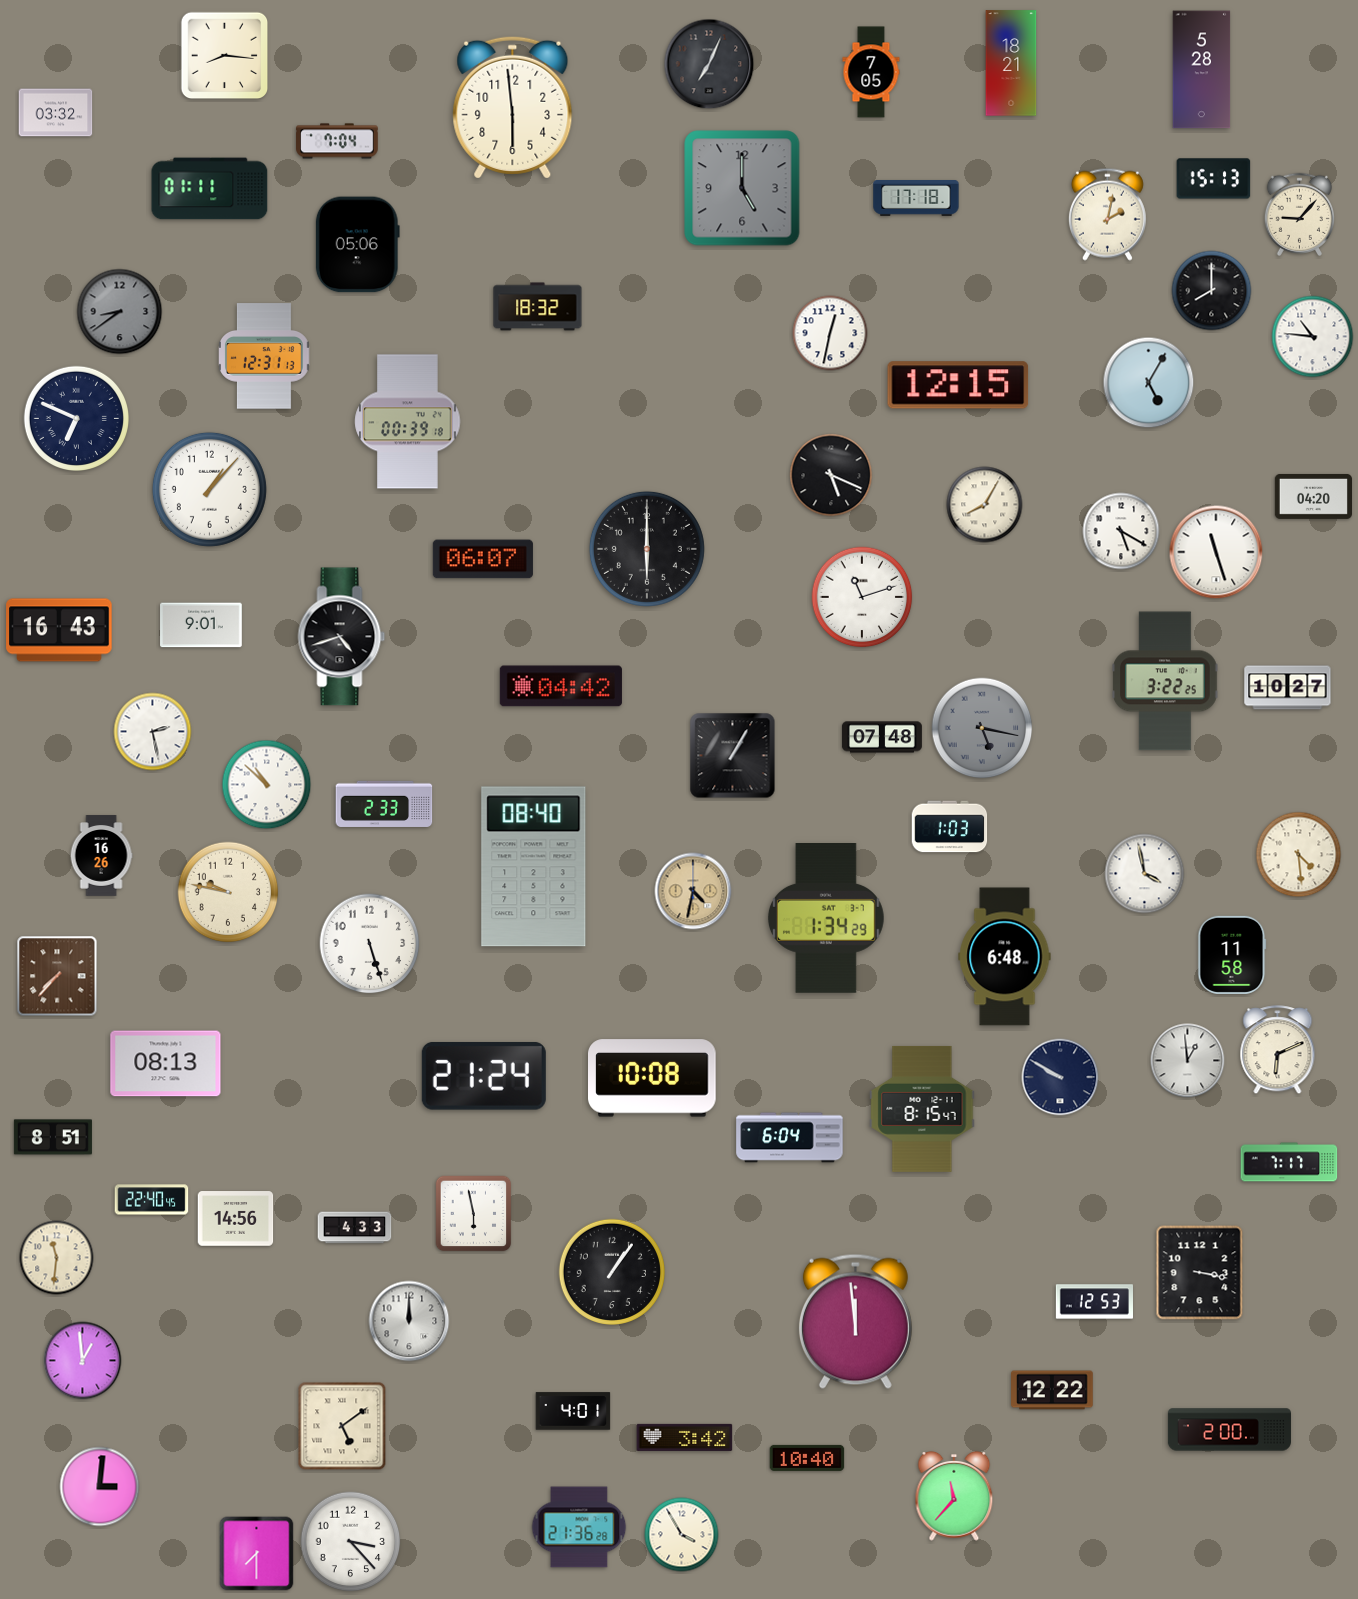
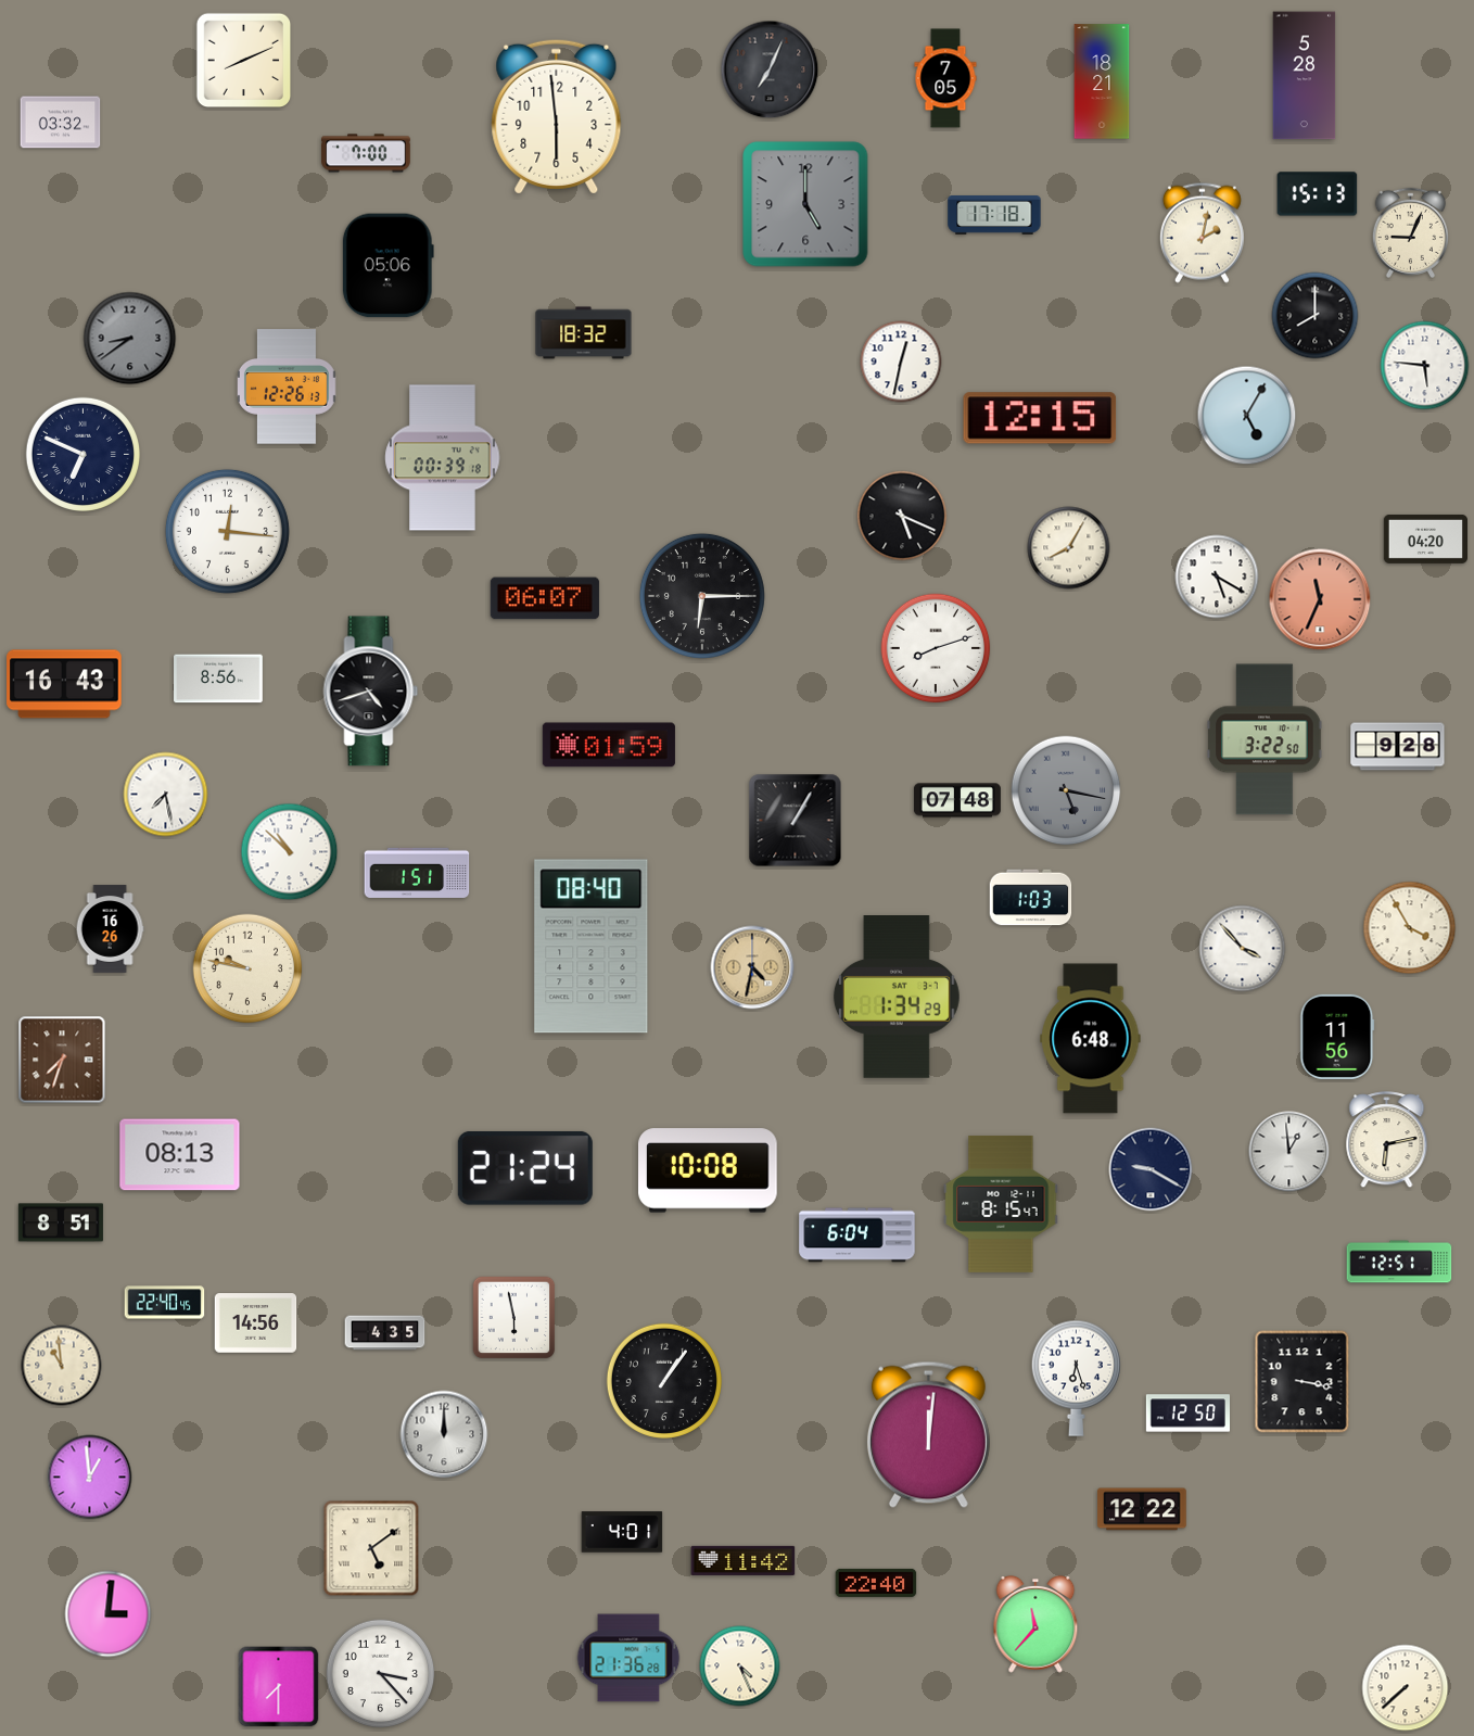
clock at (225, 56): 8:16 -> 8:11
clock at (1011, 63) position: (1011, 63) -> (1102, 81)
clock at (337, 141): 7:04 -> 7:00
clock at (210, 189): 01:11 -> none
clock at (1299, 214): 9:07 -> 9:04
clock at (1313, 337): 10:46 -> 5:46
clock at (265, 356): 12:31 -> 12:26
clock at (209, 489): 1:07 -> 12:16
clock at (647, 549): 6:00 -> 6:15
clock at (1216, 552): 11:27 -> 11:34
clock at (1216, 552) dial: white -> salmon
clock at (483, 559) position: (483, 559) -> (545, 598)
clock at (862, 597): 11:12 -> 8:12
clock at (201, 625): 9:01 -> 8:56
clock at (1165, 681): 3:22:25 -> 3:22:50
clock at (561, 686): 04:42 -> 01:59
clock at (1288, 688): 10:27 -> 9:28
clock at (153, 732): 2:28 -> 7:28
clock at (384, 804): 2:33 -> 1:51
clock at (1299, 855): 4:29 -> 3:55
clock at (534, 867) position: (534, 867) -> (592, 947)
clock at (1145, 874): 3:58 -> 3:53
clock at (370, 944): 5:27 -> none
clock at (1232, 955): 11:58 -> 11:56
clock at (57, 976): 7:37 -> 7:33
clock at (1278, 1050): 6:11 -> 6:13
clock at (1060, 1077): 9:50 -> 9:20
clock at (53, 1137) position: (53, 1137) -> (61, 1222)
clock at (1289, 1162): 7:17 -> 12:51
clock at (355, 1228): 4:33 -> 4:35
clock at (57, 1258): 11:31 -> 10:59
clock at (1076, 1378): none -> 6:27
clock at (1094, 1302): 12:53 -> 12:50
clock at (855, 1321): 11:59 -> 12:01
clock at (1229, 1430): 2:00 -> none
clock at (685, 1437): 3:42 -> 11:42
clock at (807, 1458): 10:40 -> 22:40
clock at (682, 1535): 3:55 -> 4:26
clock at (1406, 1688): none -> 7:38
